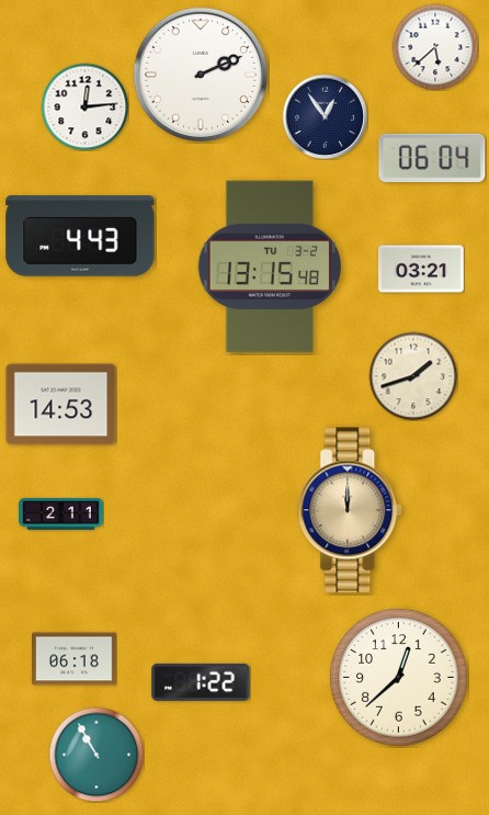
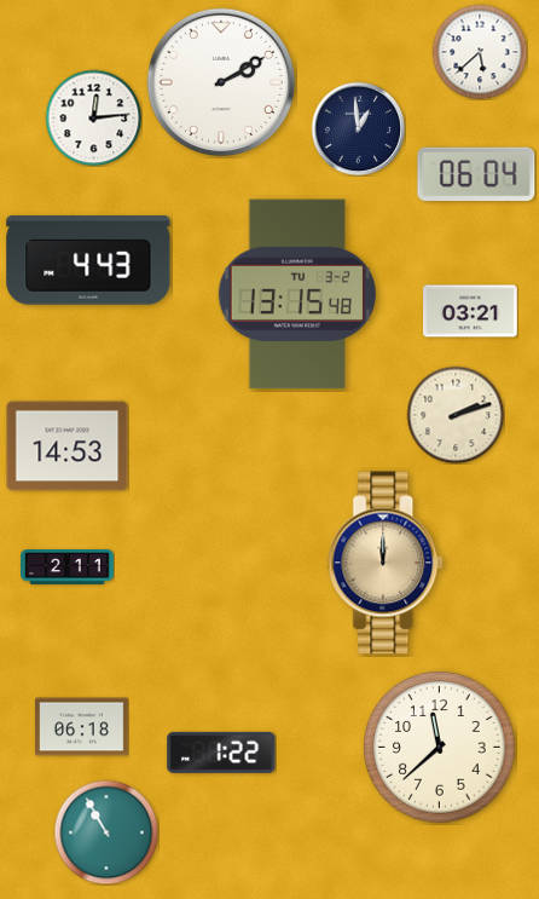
clock at (200, 73): 2:11 -> 2:10
clock at (325, 116): 12:54 -> 12:59
clock at (421, 269) position: (421, 269) -> (470, 311)
clock at (413, 376): 1:42 -> 2:12
clock at (399, 678): 12:38 -> 11:38
